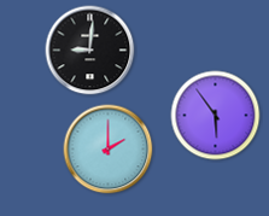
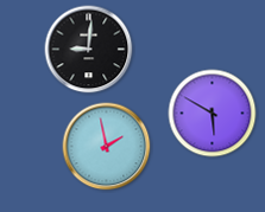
clock at (216, 116): 5:54 -> 5:50
clock at (109, 150): 2:00 -> 1:58
